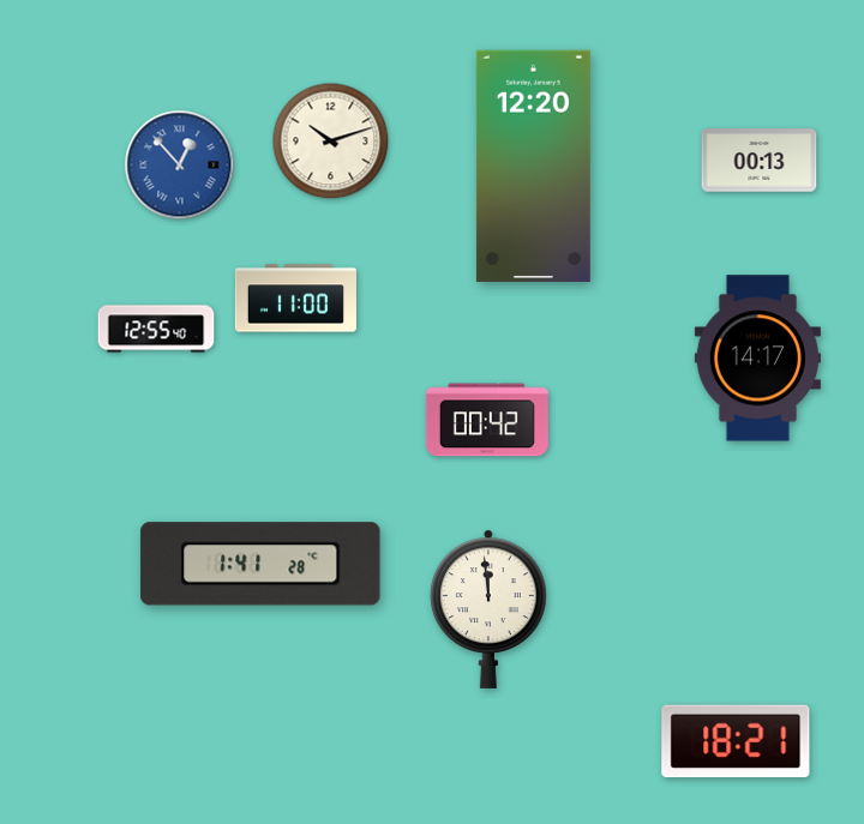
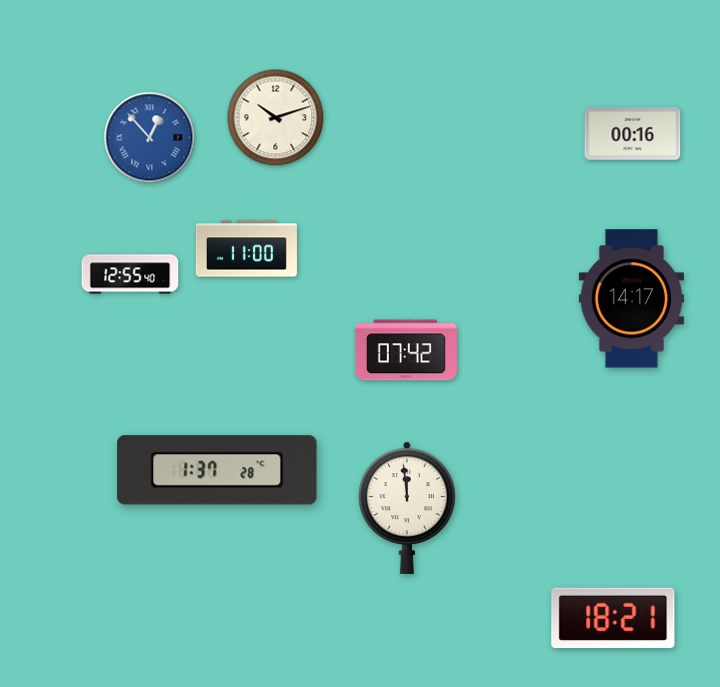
clock at (760, 161): 00:13 -> 00:16
clock at (533, 166): 12:20 -> none
clock at (487, 420): 00:42 -> 07:42
clock at (260, 564): 1:41 -> 1:37
